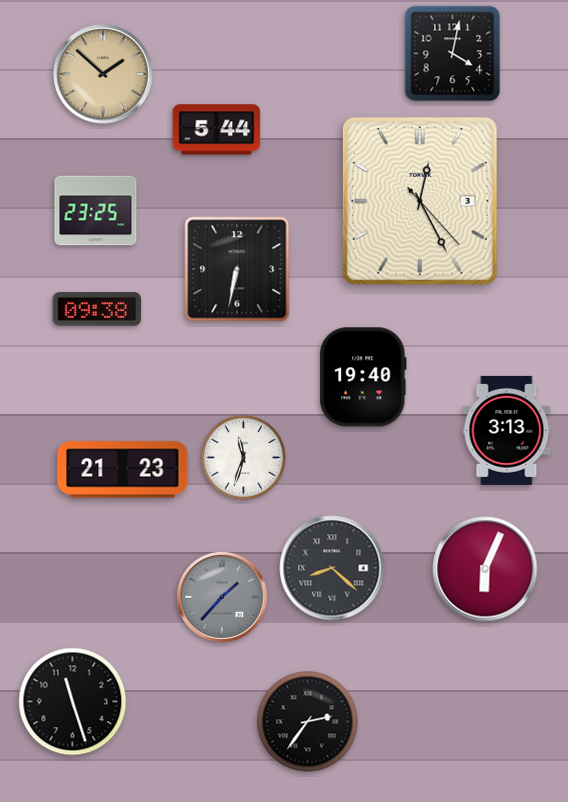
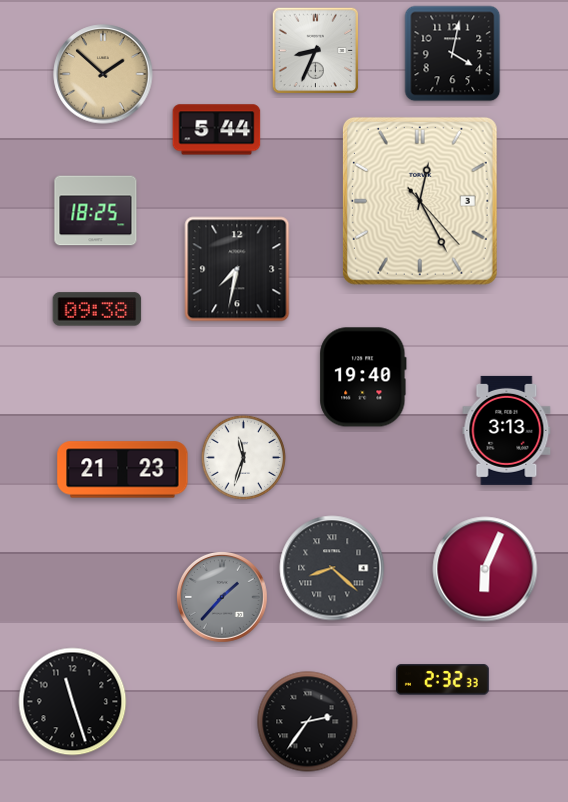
clock at (316, 51): none -> 8:34
clock at (96, 211): 23:25 -> 18:25
clock at (237, 269): 6:32 -> 7:32
clock at (442, 680): none -> 2:32
